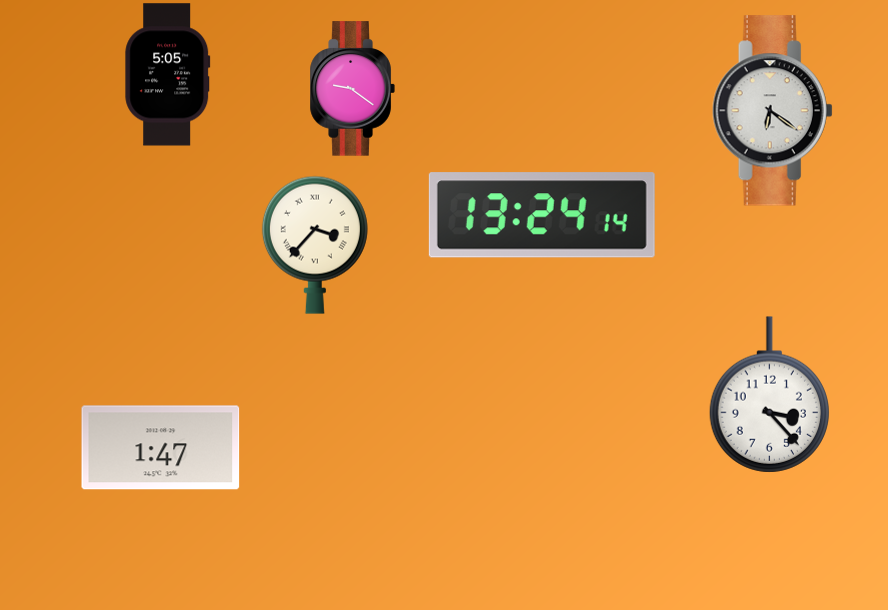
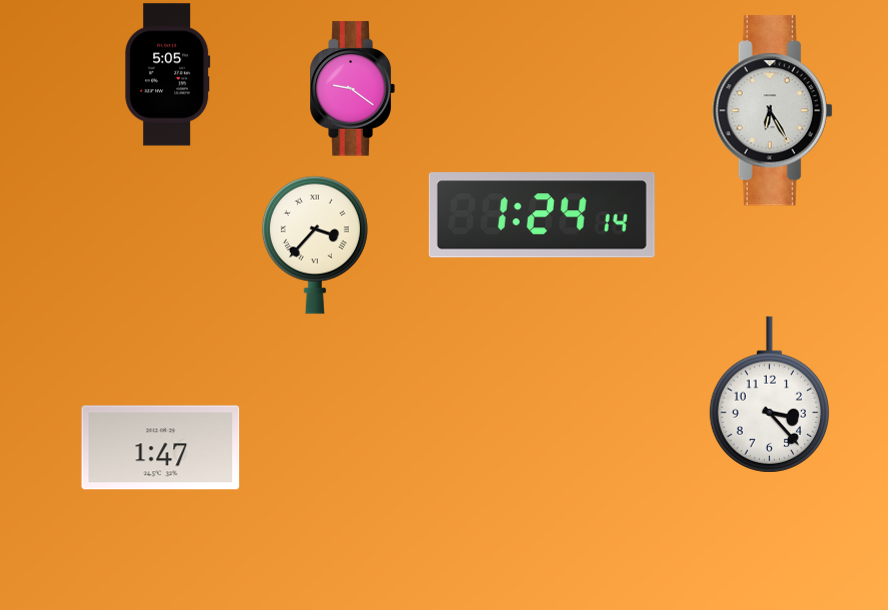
clock at (772, 111): 6:21 -> 6:25
clock at (542, 215): 13:24 -> 1:24
